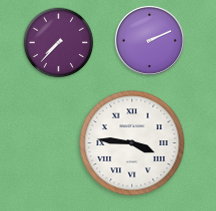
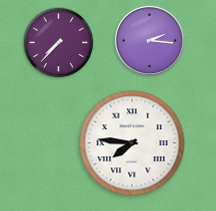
clock at (149, 40): 2:11 -> 2:16
clock at (132, 143): 3:46 -> 7:46
